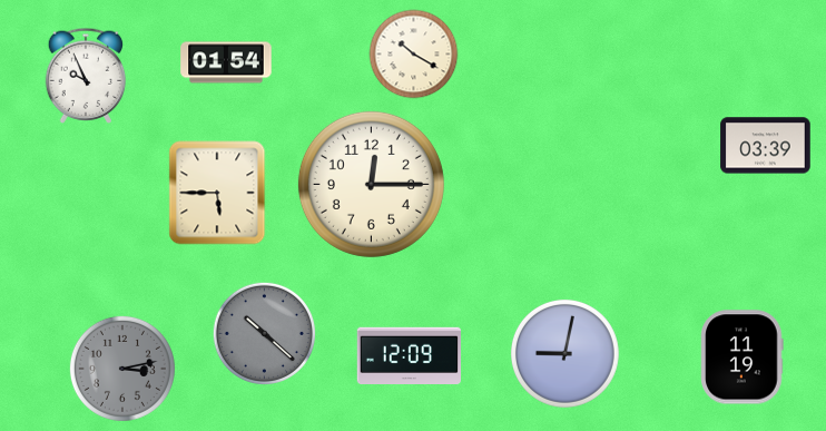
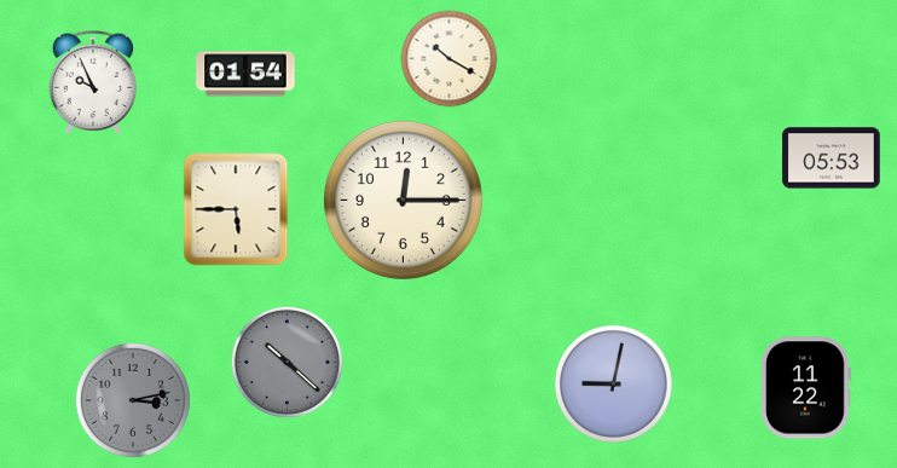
clock at (226, 62) position: (226, 62) -> (245, 74)
clock at (766, 146): 03:39 -> 05:53
clock at (409, 355): 12:09 -> none
clock at (743, 357): 11:19 -> 11:22
